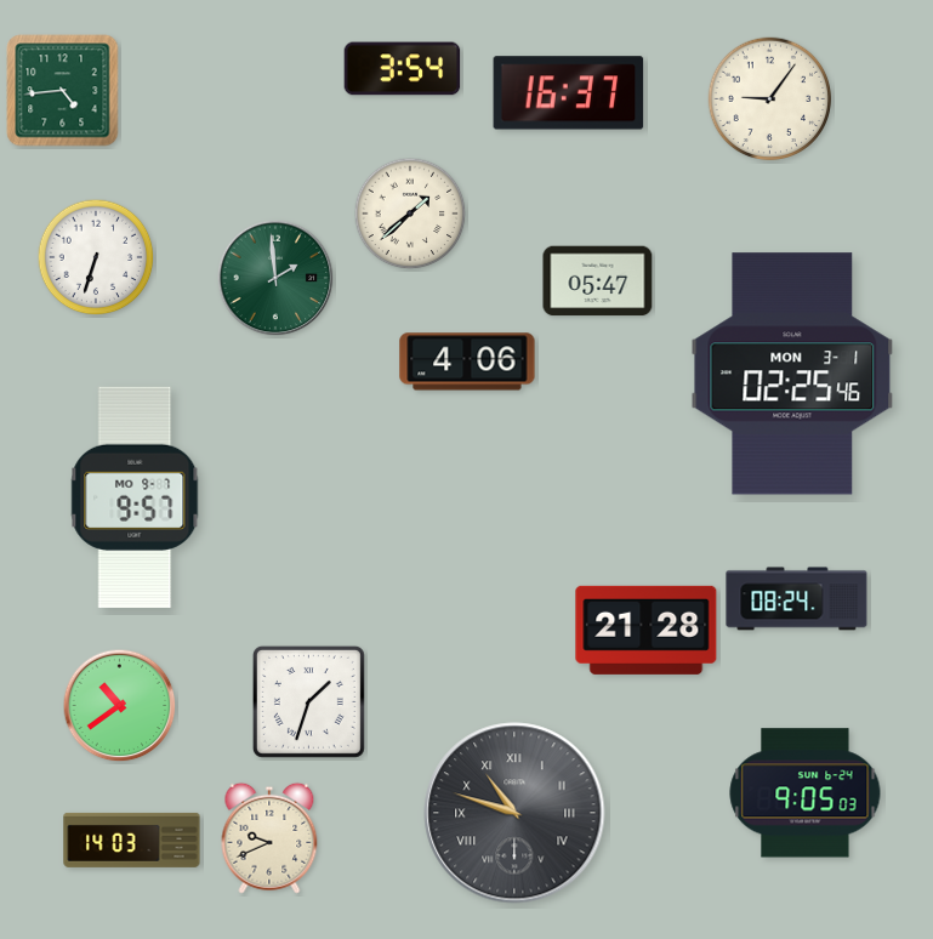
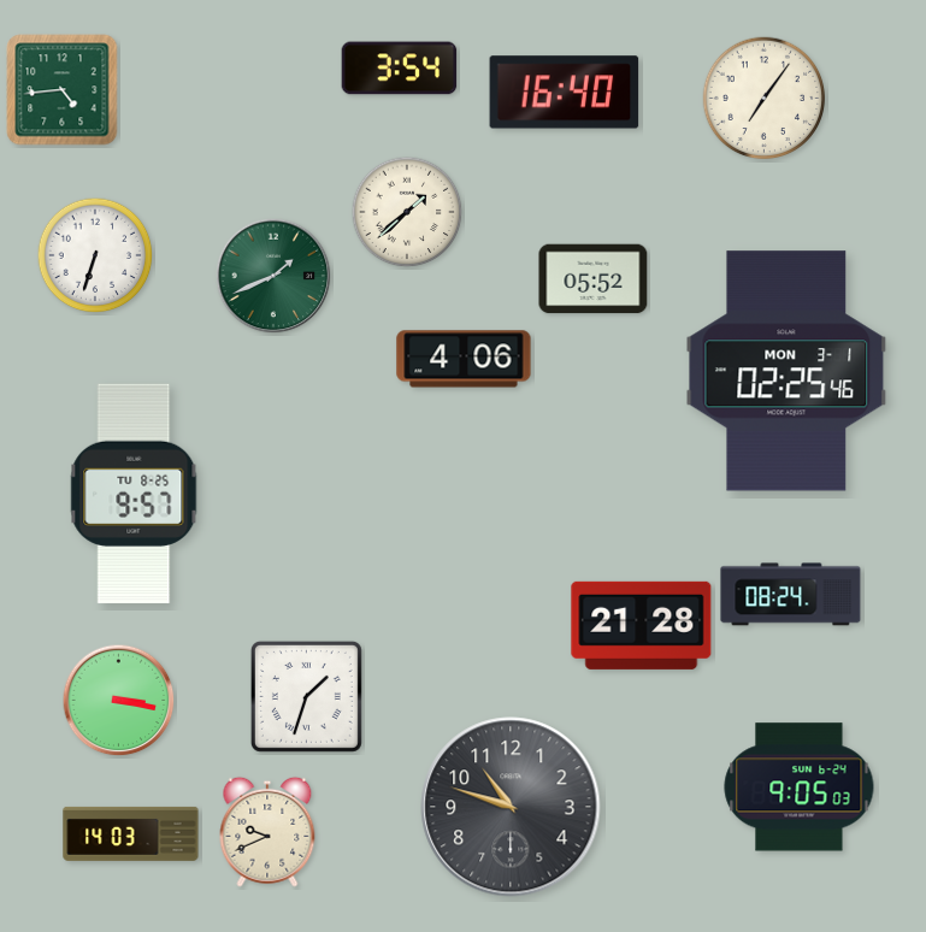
clock at (569, 93): 16:37 -> 16:40
clock at (770, 99): 9:06 -> 7:06
clock at (275, 278): 1:59 -> 1:41
clock at (598, 281): 05:47 -> 05:52
clock at (135, 497) date: MO 9-7 -> TU 8-25
clock at (120, 706): 10:39 -> 3:17
clock at (514, 813) numerals: Roman -> Arabic
